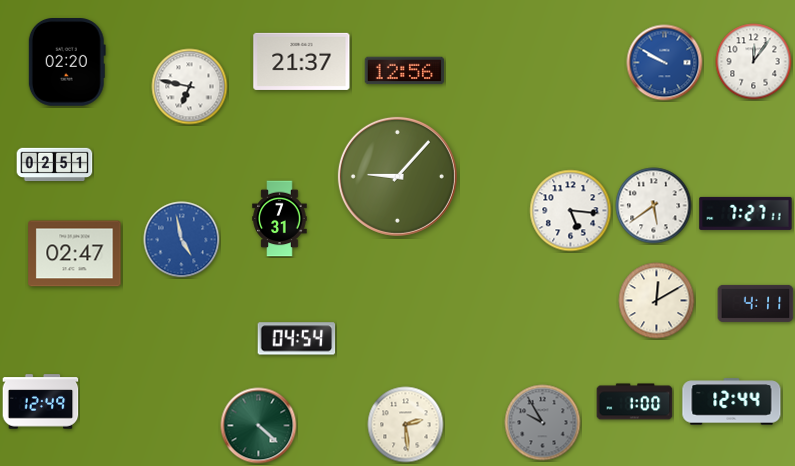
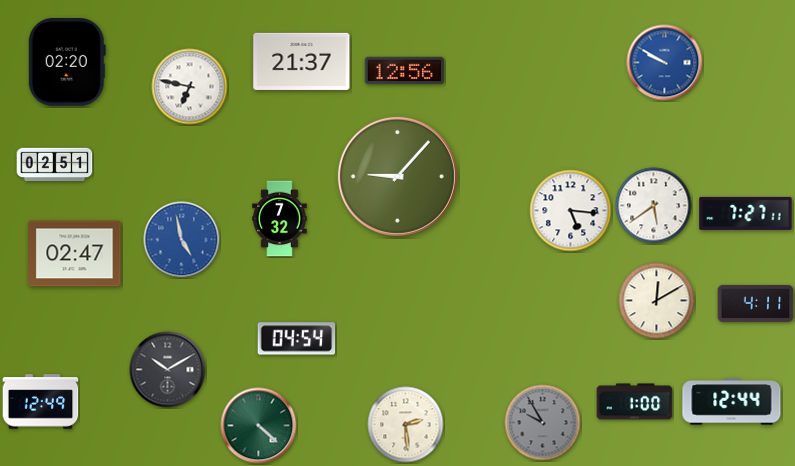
clock at (754, 62): 12:06 -> none
clock at (280, 219): 7:31 -> 7:32
clock at (168, 370): none -> 10:10
